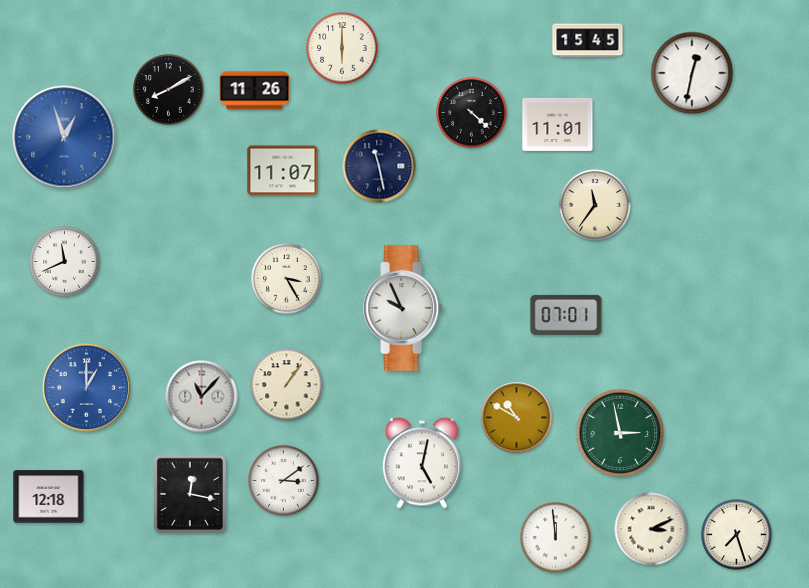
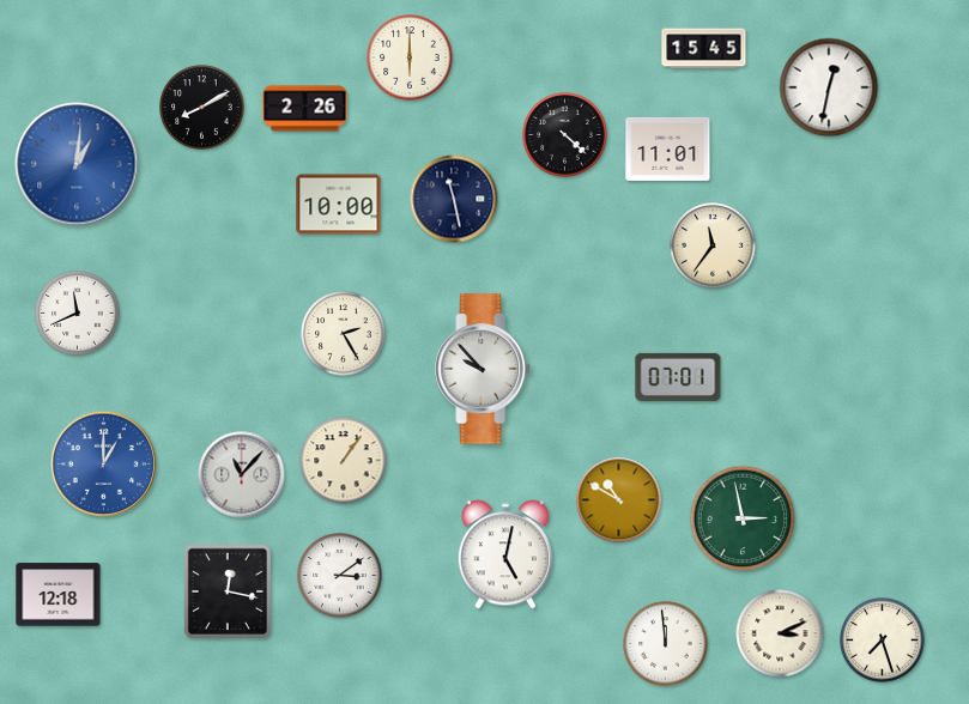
clock at (255, 91): 11:26 -> 2:26
clock at (64, 137): 12:57 -> 1:01
clock at (283, 171): 11:07 -> 10:00
clock at (287, 279): 3:25 -> 2:25
clock at (403, 308): 9:56 -> 9:53
